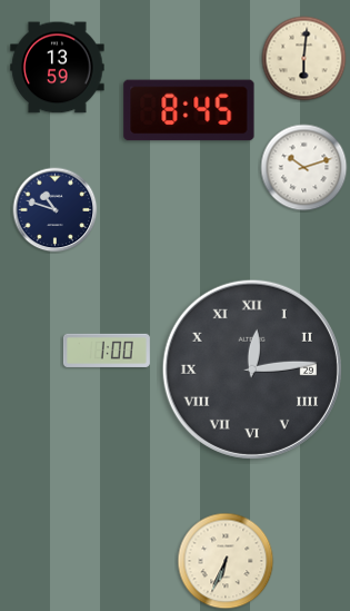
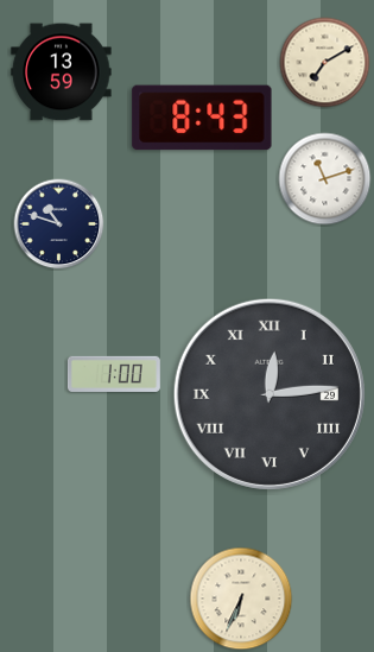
clock at (304, 59): 6:01 -> 7:10
clock at (189, 110): 8:45 -> 8:43
clock at (304, 168): 10:12 -> 11:12
